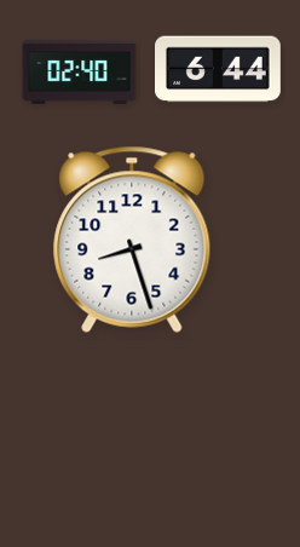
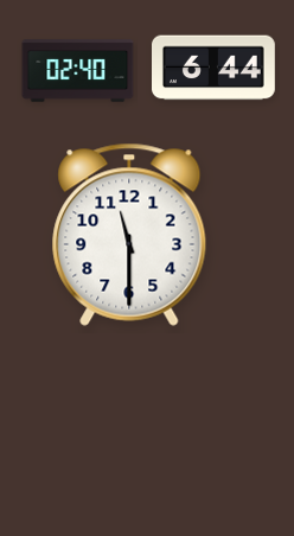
clock at (132, 240): 8:27 -> 11:30
